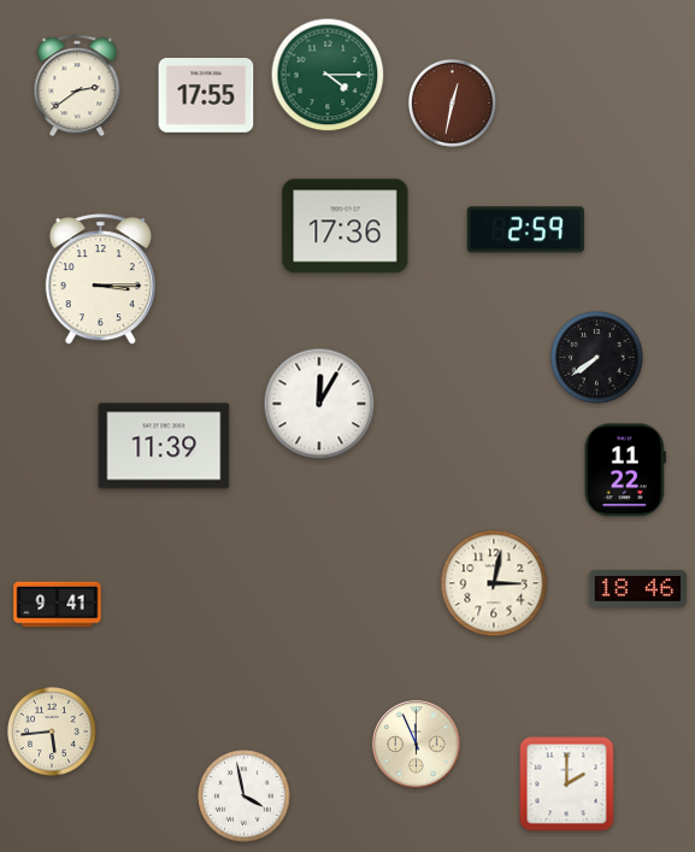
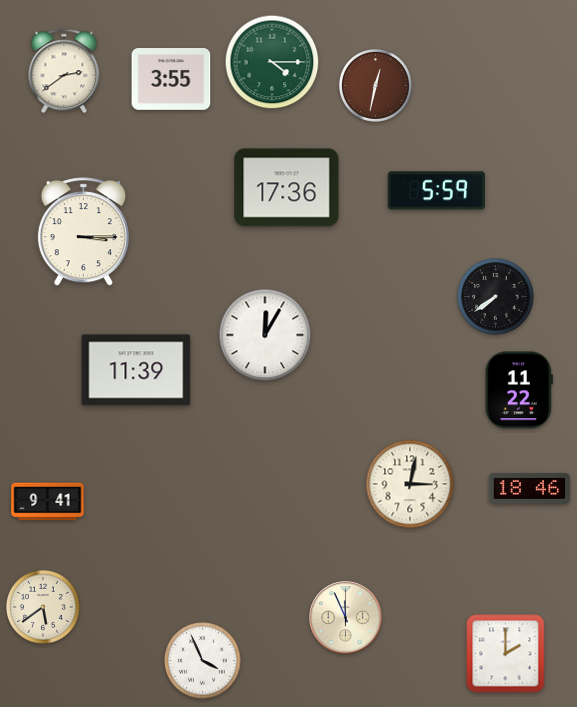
clock at (206, 96): 17:55 -> 3:55
clock at (525, 230): 2:59 -> 5:59
clock at (52, 731): 5:44 -> 5:39
clock at (567, 785) position: (567, 785) -> (506, 654)
clock at (245, 797): 3:58 -> 3:56
